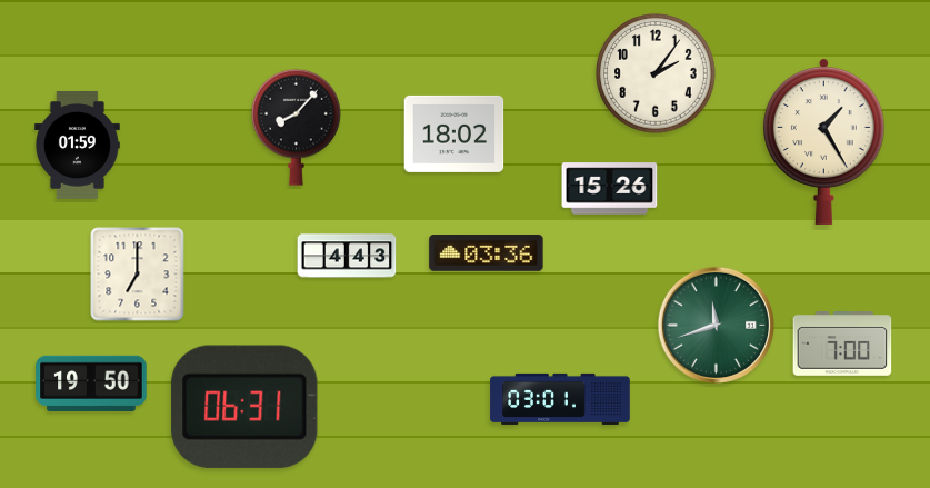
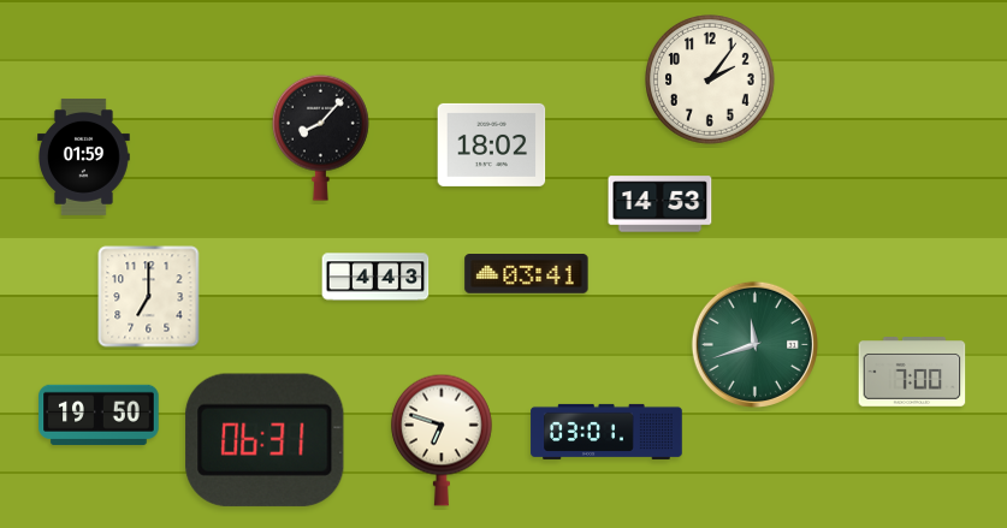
clock at (823, 141): 1:25 -> none
clock at (610, 189): 15:26 -> 14:53
clock at (487, 253): 03:36 -> 03:41
clock at (716, 325) position: (716, 325) -> (754, 344)
clock at (442, 440): none -> 6:48
